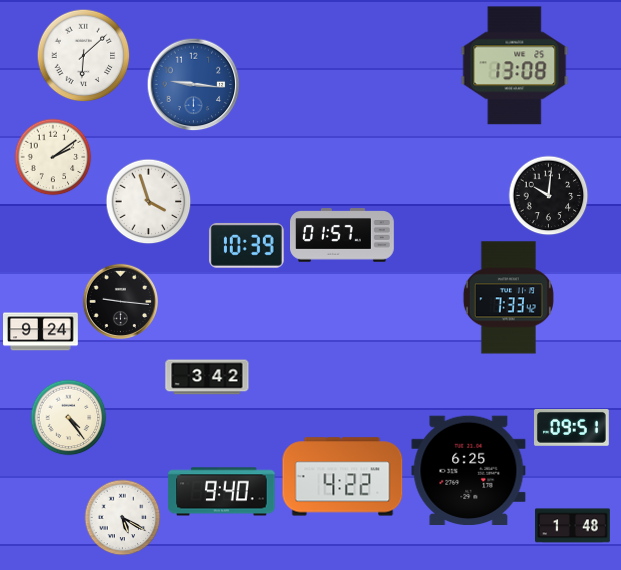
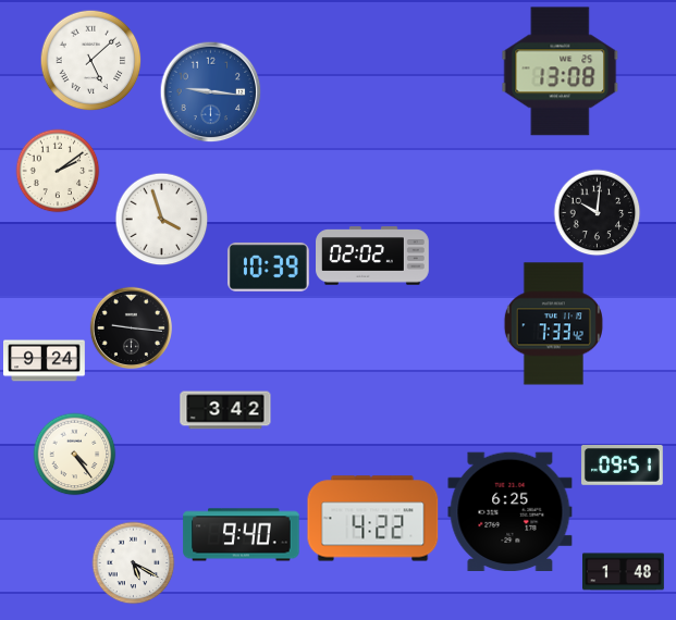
clock at (84, 56): 6:08 -> 5:08
clock at (343, 235): 01:57 -> 02:02
